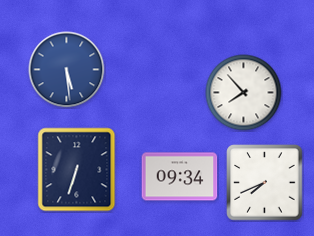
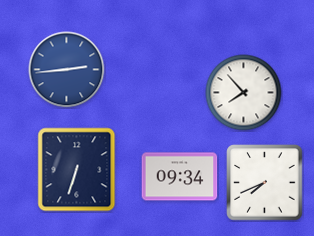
clock at (67, 70): 5:29 -> 2:44
